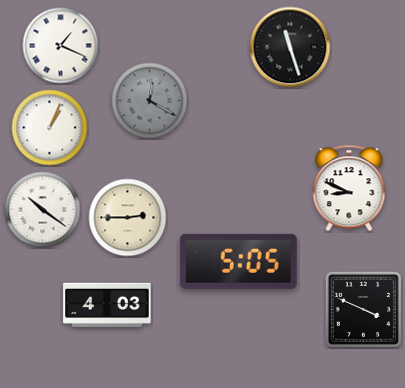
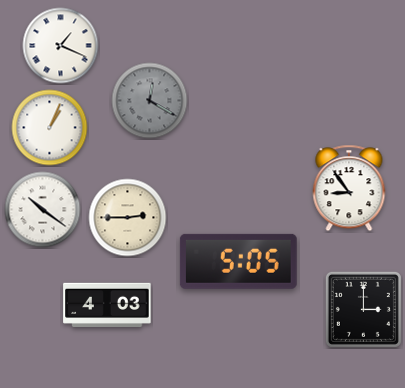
clock at (290, 47): 11:27 -> none
clock at (349, 188): 8:49 -> 8:54
clock at (363, 309): 3:49 -> 3:00
